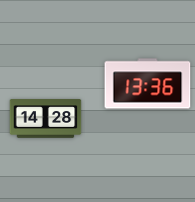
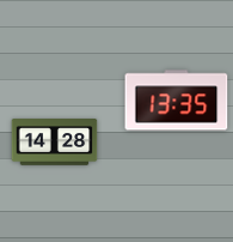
clock at (148, 84): 13:36 -> 13:35
